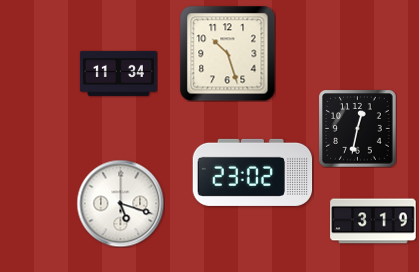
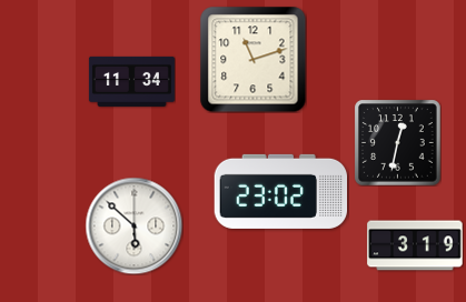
clock at (228, 54): 10:27 -> 11:12
clock at (120, 203): 5:18 -> 5:52
